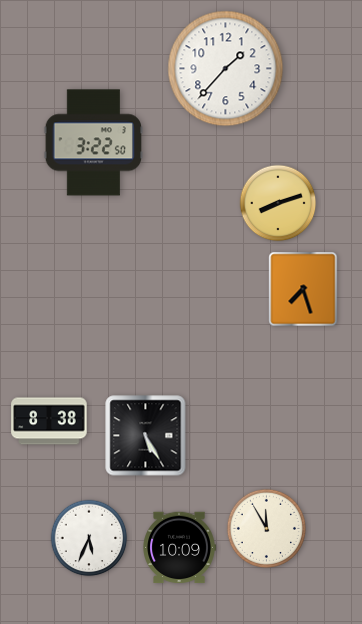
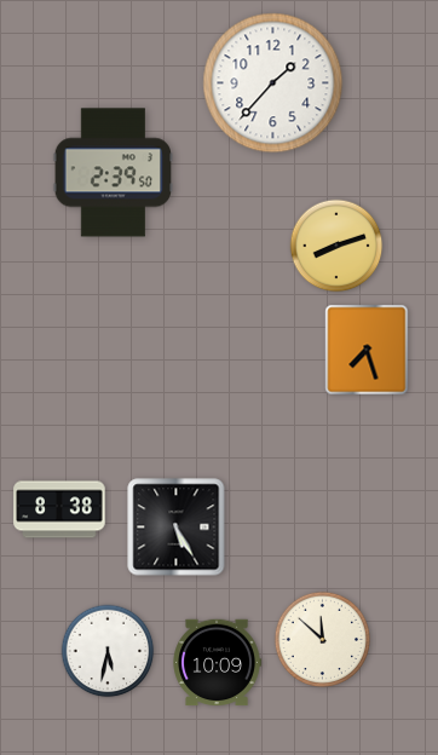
clock at (94, 143): 3:22 -> 2:39
clock at (266, 528): 11:55 -> 11:52
clock at (89, 538): 5:34 -> 5:32
